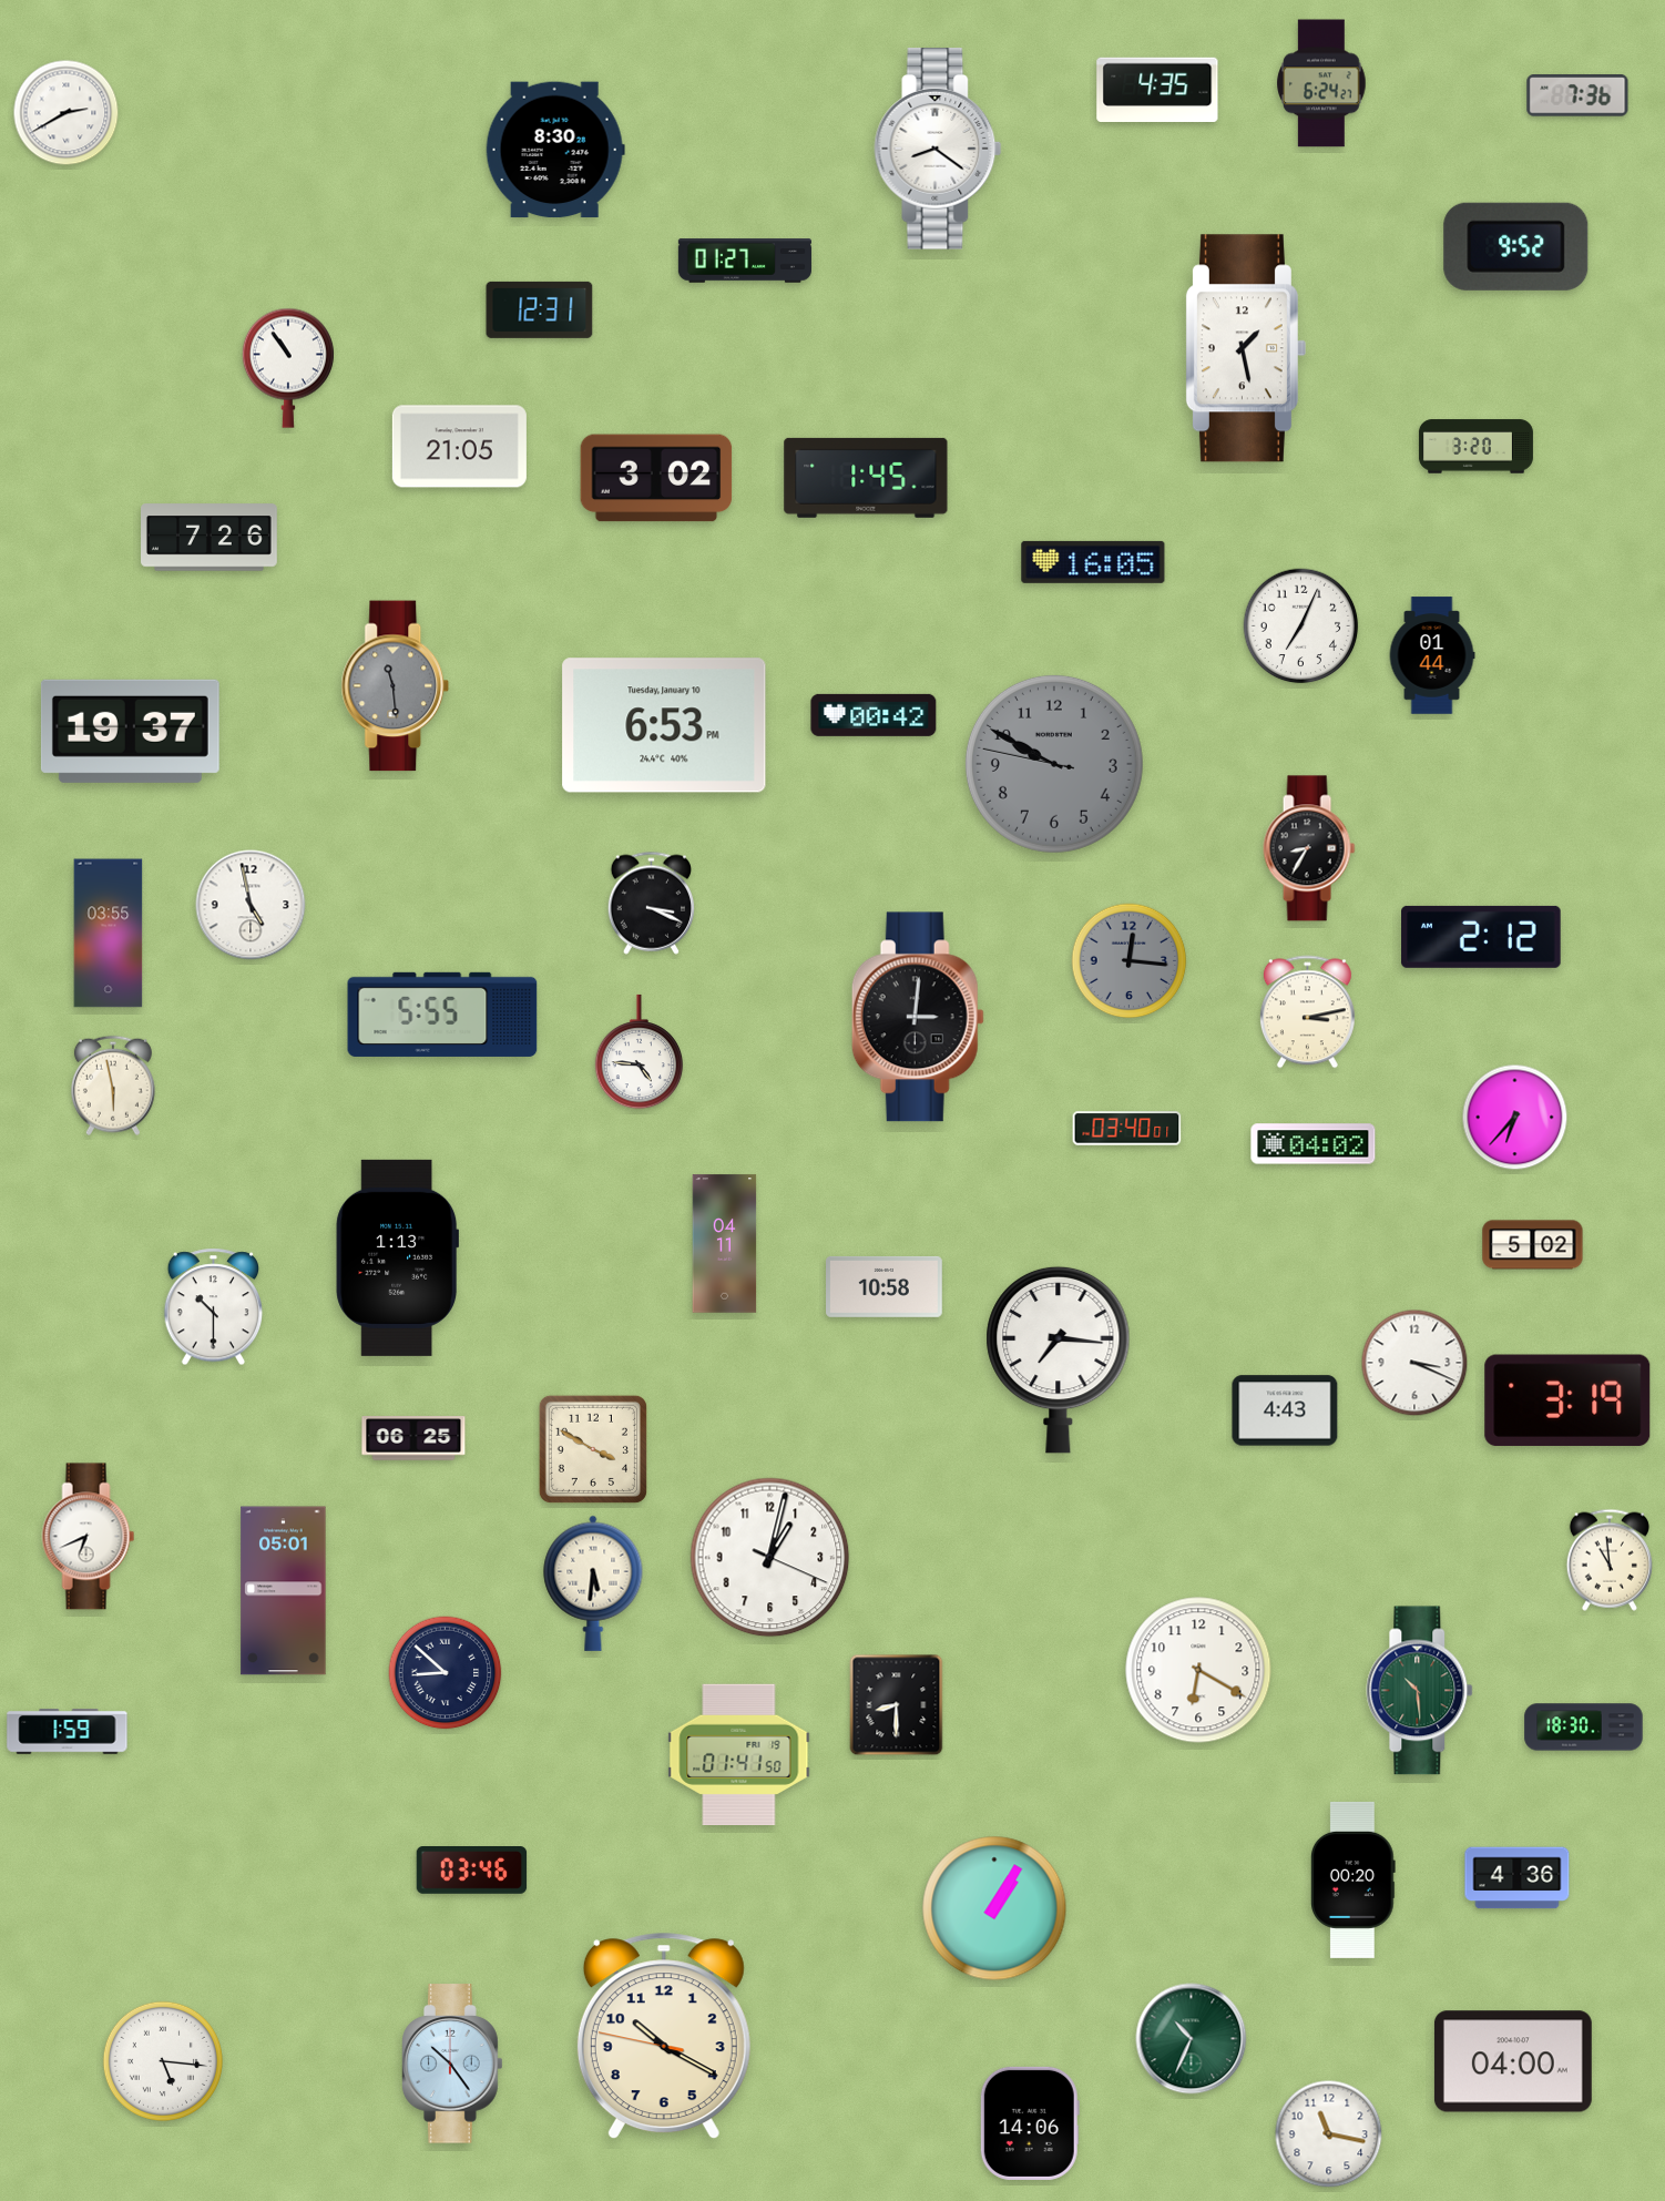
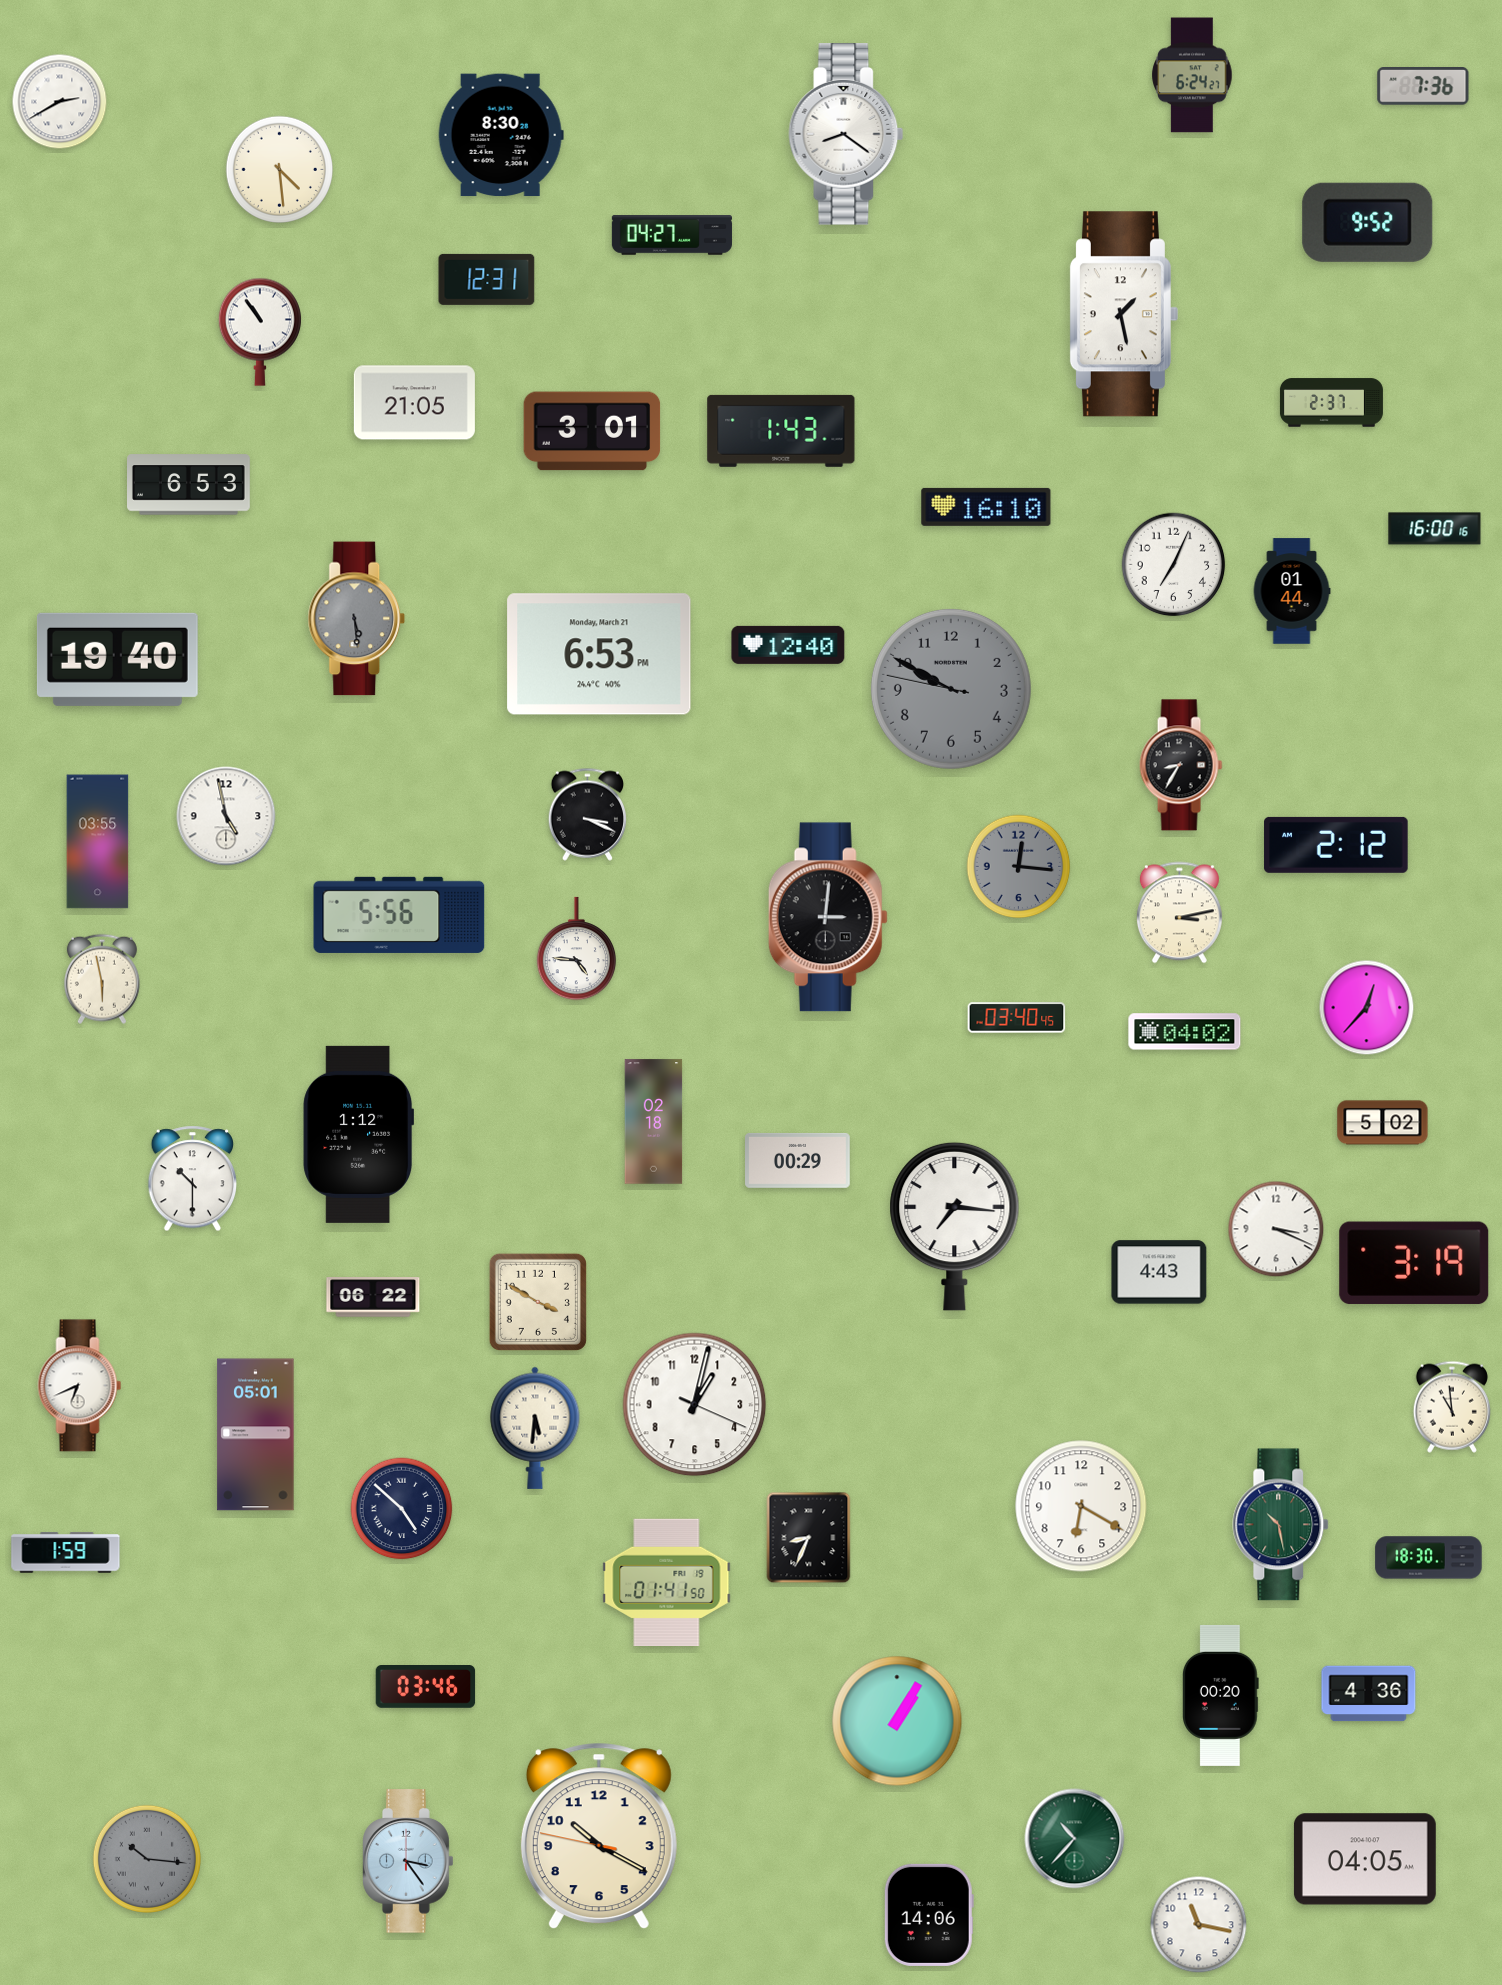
clock at (1157, 89): 4:35 -> none
clock at (279, 169): none -> 4:29
clock at (745, 261): 01:27 -> 04:27
clock at (1475, 447): 3:20 -> 2:37
clock at (656, 478): 3:02 -> 3:01
clock at (866, 478): 1:45 -> 1:43
clock at (210, 538): 7:26 -> 6:53
clock at (1093, 562): 16:05 -> 16:10
clock at (1435, 529): none -> 16:00
clock at (396, 686): 11:29 -> 5:29
clock at (874, 715): 00:42 -> 12:40
clock at (664, 725) date: Tuesday, January 10 -> Monday, March 21
clock at (130, 731): 19:37 -> 19:40
clock at (442, 1015): 5:55 -> 5:56
clock at (1515, 1118): 6:37 -> 12:37
clock at (1127, 1129): 03:40:01 -> 03:40:45
clock at (725, 1244): 04:11 -> 02:18
clock at (397, 1257): 1:13 -> 1:12
clock at (885, 1286): 10:58 -> 00:29
clock at (413, 1438): 06:25 -> 06:22
clock at (593, 1449) position: (593, 1449) -> (538, 1302)
clock at (446, 1673): 8:52 -> 4:52
clock at (1420, 1691): 10:29 -> 10:28
clock at (897, 1705): 8:30 -> 8:34
clock at (68, 1732) position: (68, 1732) -> (66, 1553)
clock at (1192, 2039): 10:34 -> 10:37
clock at (163, 2061): 5:16 -> 10:16
clock at (163, 2061) dial: white -> grey
clock at (1513, 2061): 04:00 -> 04:05
clock at (452, 2064): 10:24 -> 3:24
